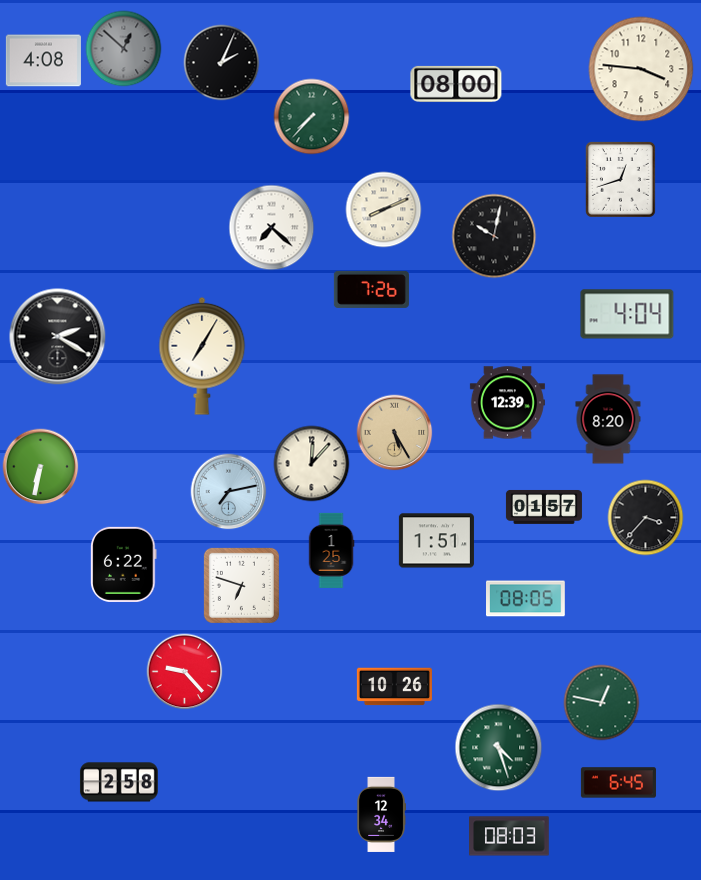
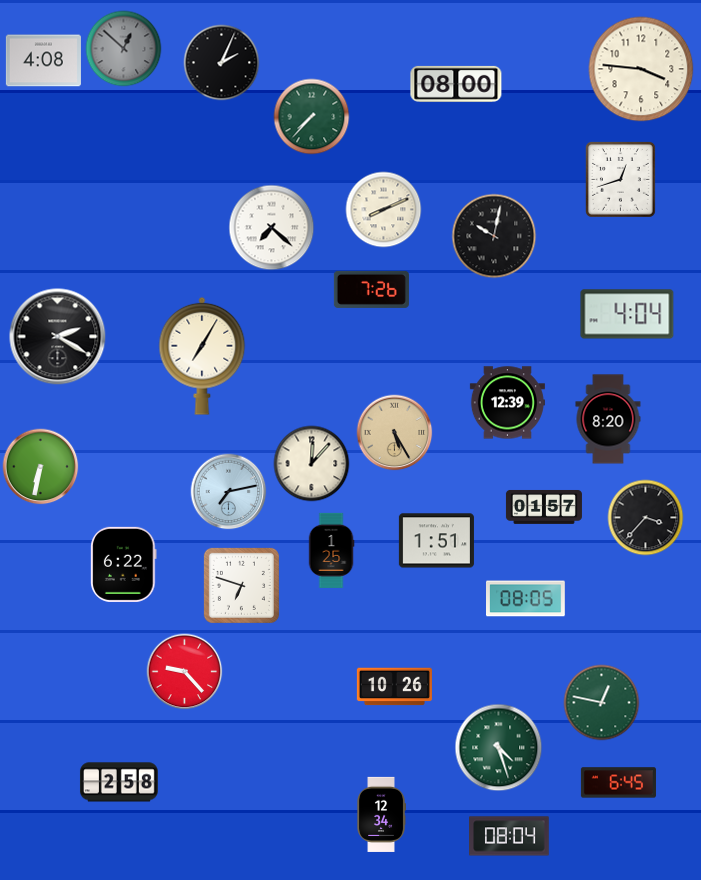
clock at (509, 836): 08:03 -> 08:04
